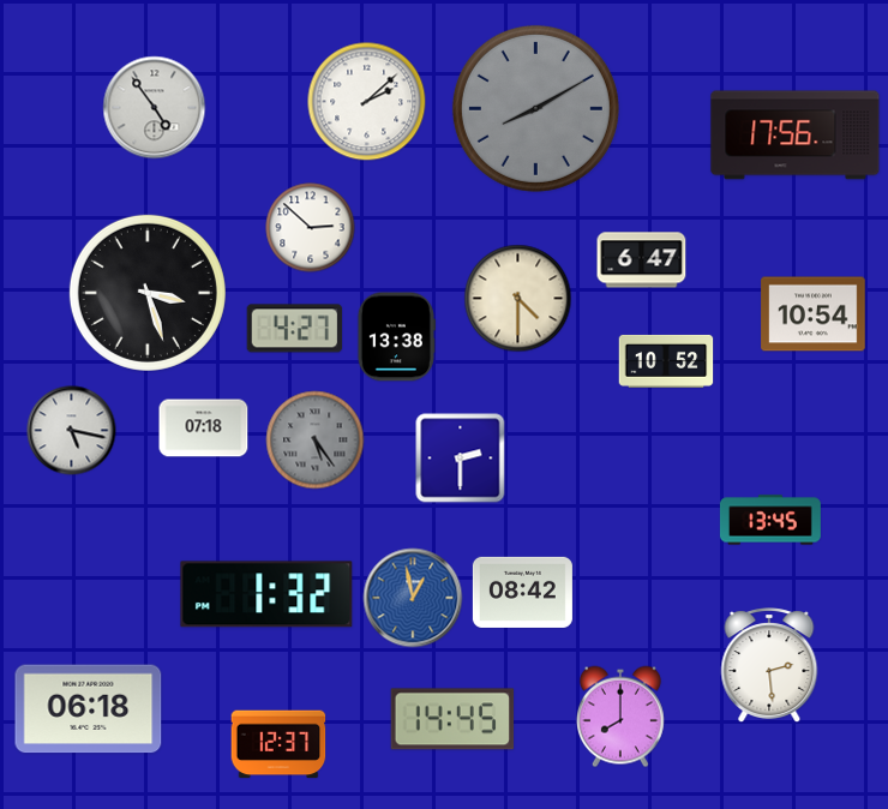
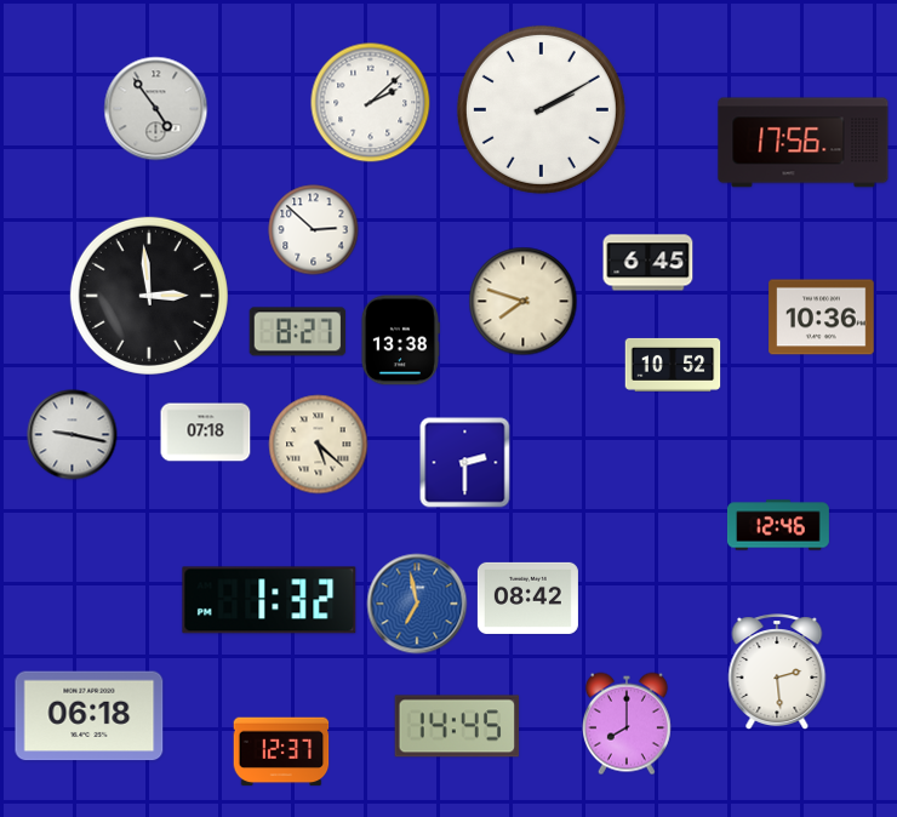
clock at (535, 108): 8:10 -> 2:10
clock at (535, 108) dial: grey -> white
clock at (796, 136) position: (796, 136) -> (804, 143)
clock at (642, 260): 6:47 -> 6:45
clock at (148, 293): 3:27 -> 2:59
clock at (518, 299): 4:30 -> 7:48
clock at (814, 314): 10:54 -> 10:36
clock at (295, 329): 4:27 -> 8:27
clock at (72, 431): 5:17 -> 9:17
clock at (316, 441): 5:24 -> 5:22
clock at (316, 441) dial: grey -> cream
clock at (770, 520): 13:45 -> 12:46
clock at (413, 598): 12:58 -> 6:58
